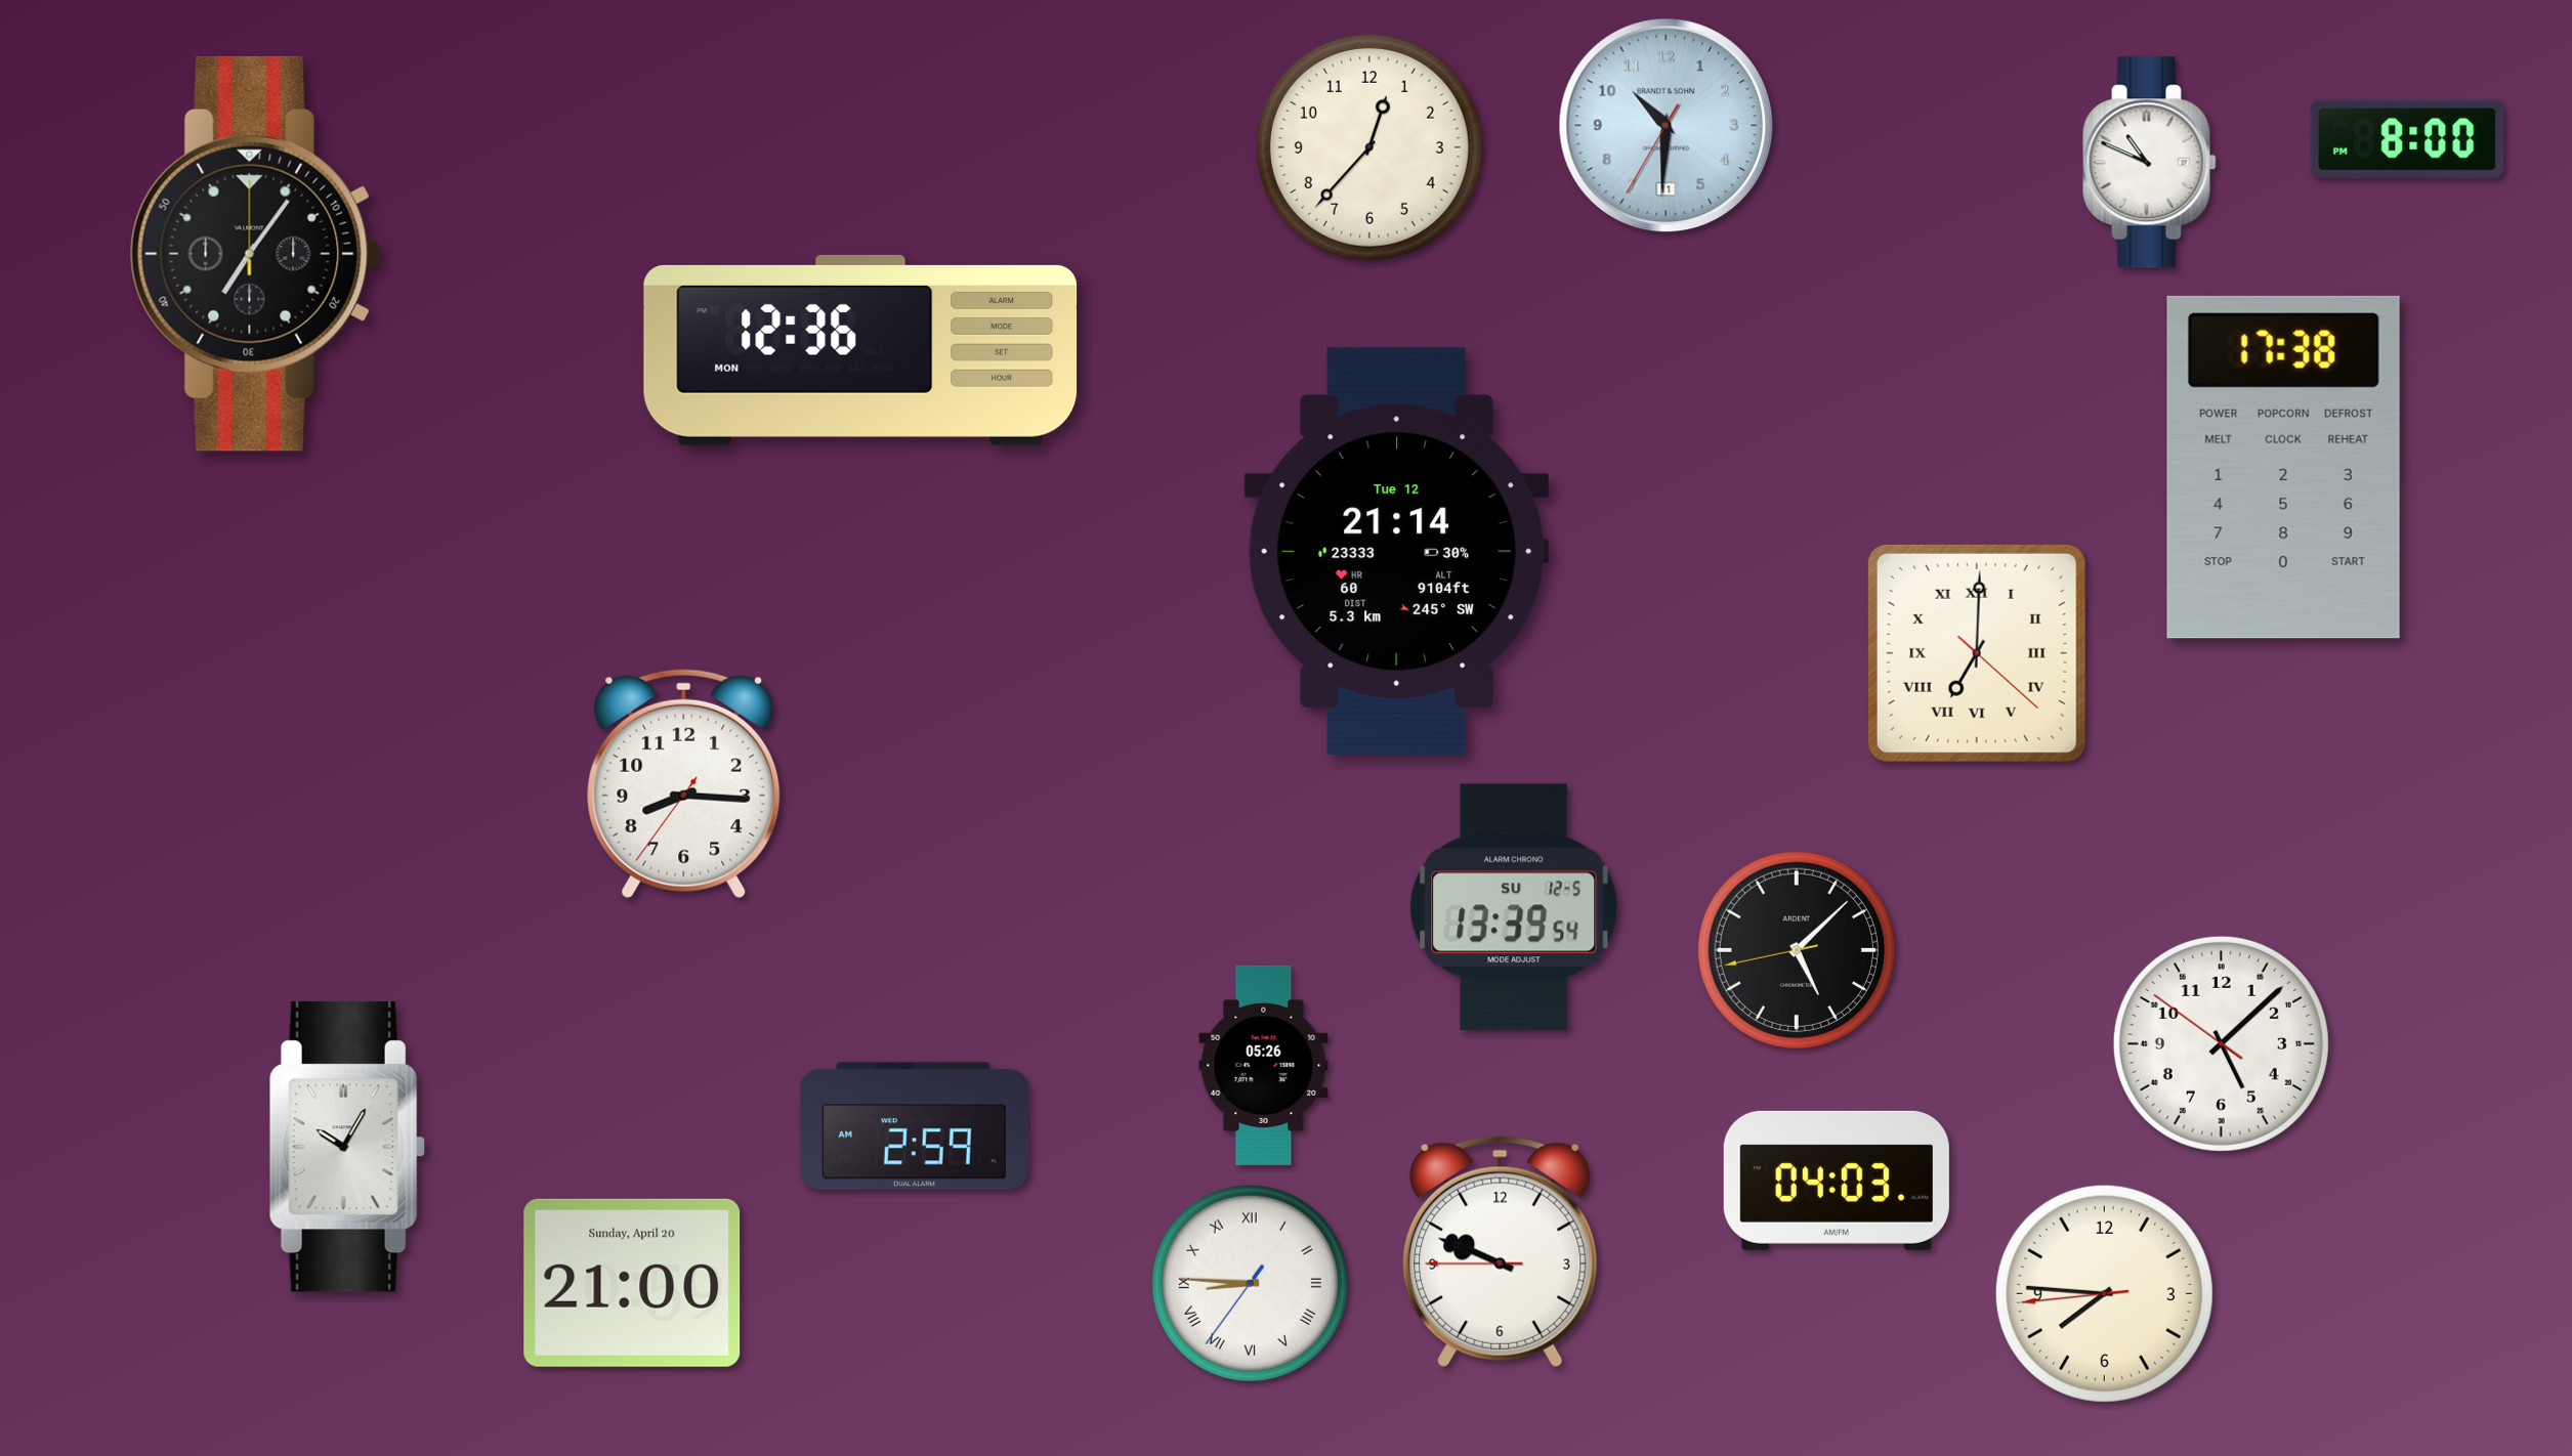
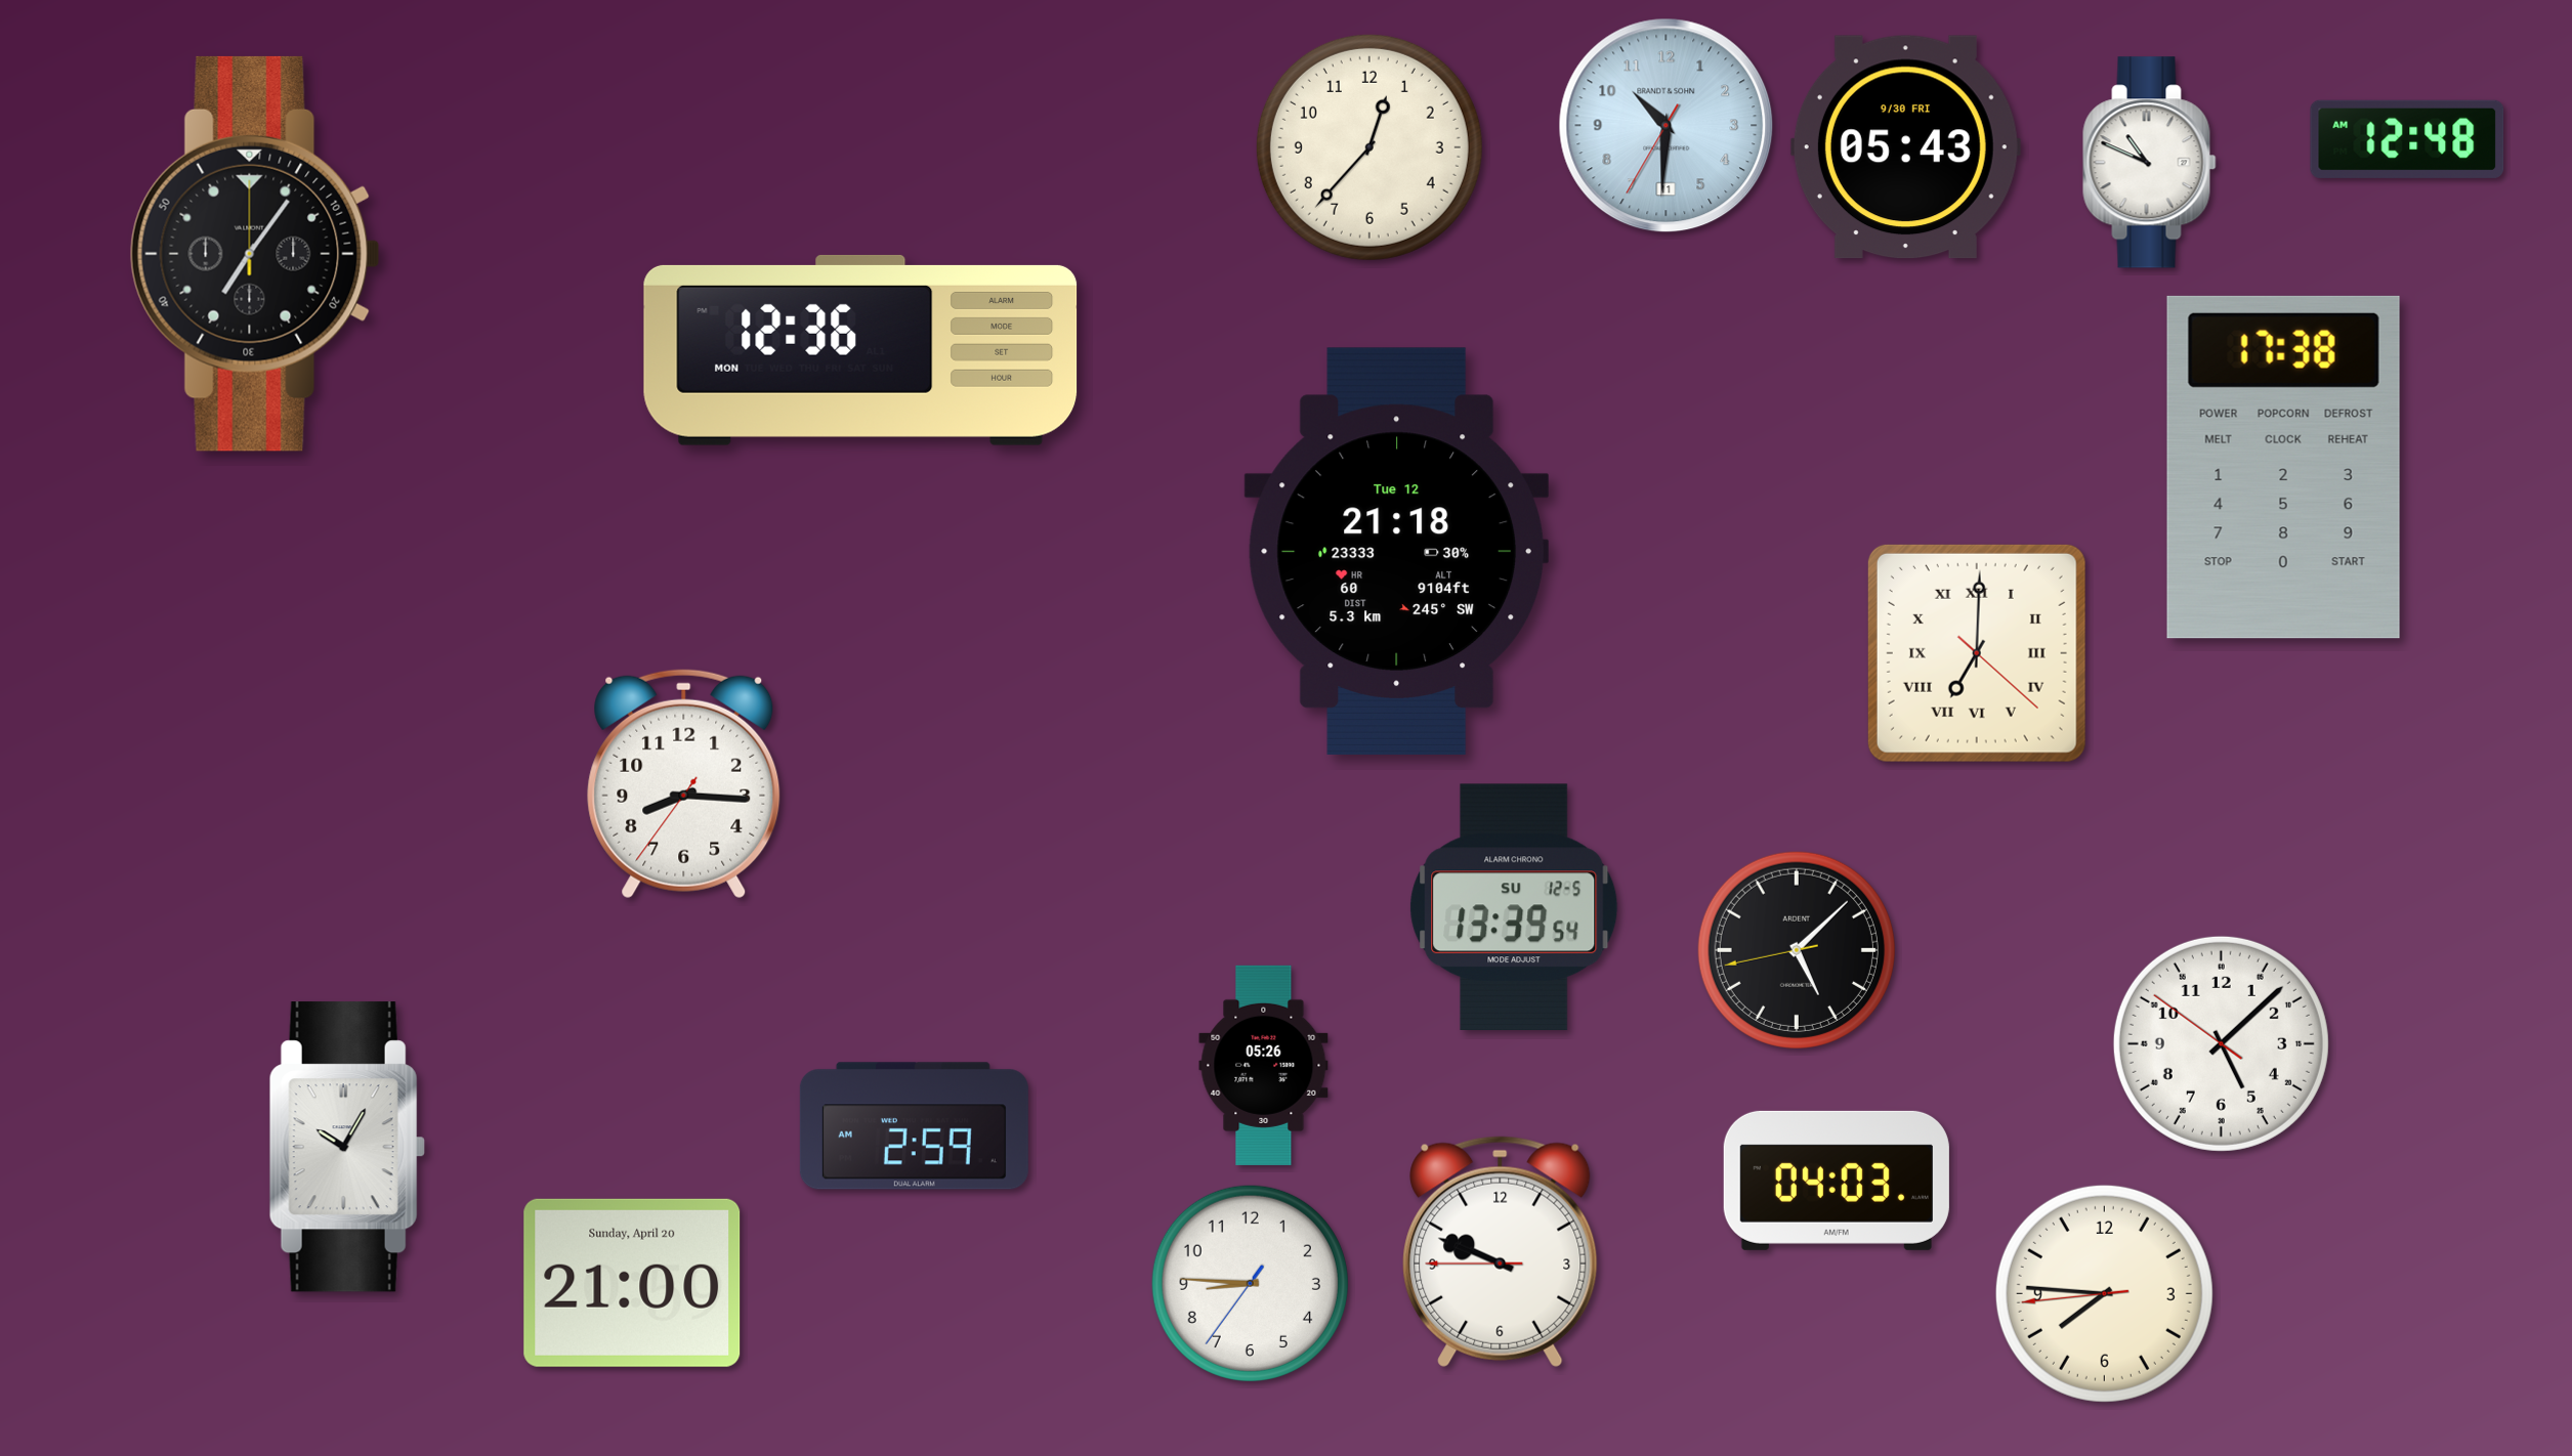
clock at (2407, 139): 8:00 -> 12:48
clock at (1905, 147): none -> 05:43
clock at (1396, 551): 21:14 -> 21:18
clock at (1250, 1283) numerals: Roman -> Arabic
